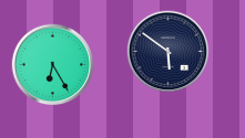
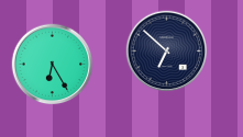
clock at (169, 52): 5:51 -> 6:52
